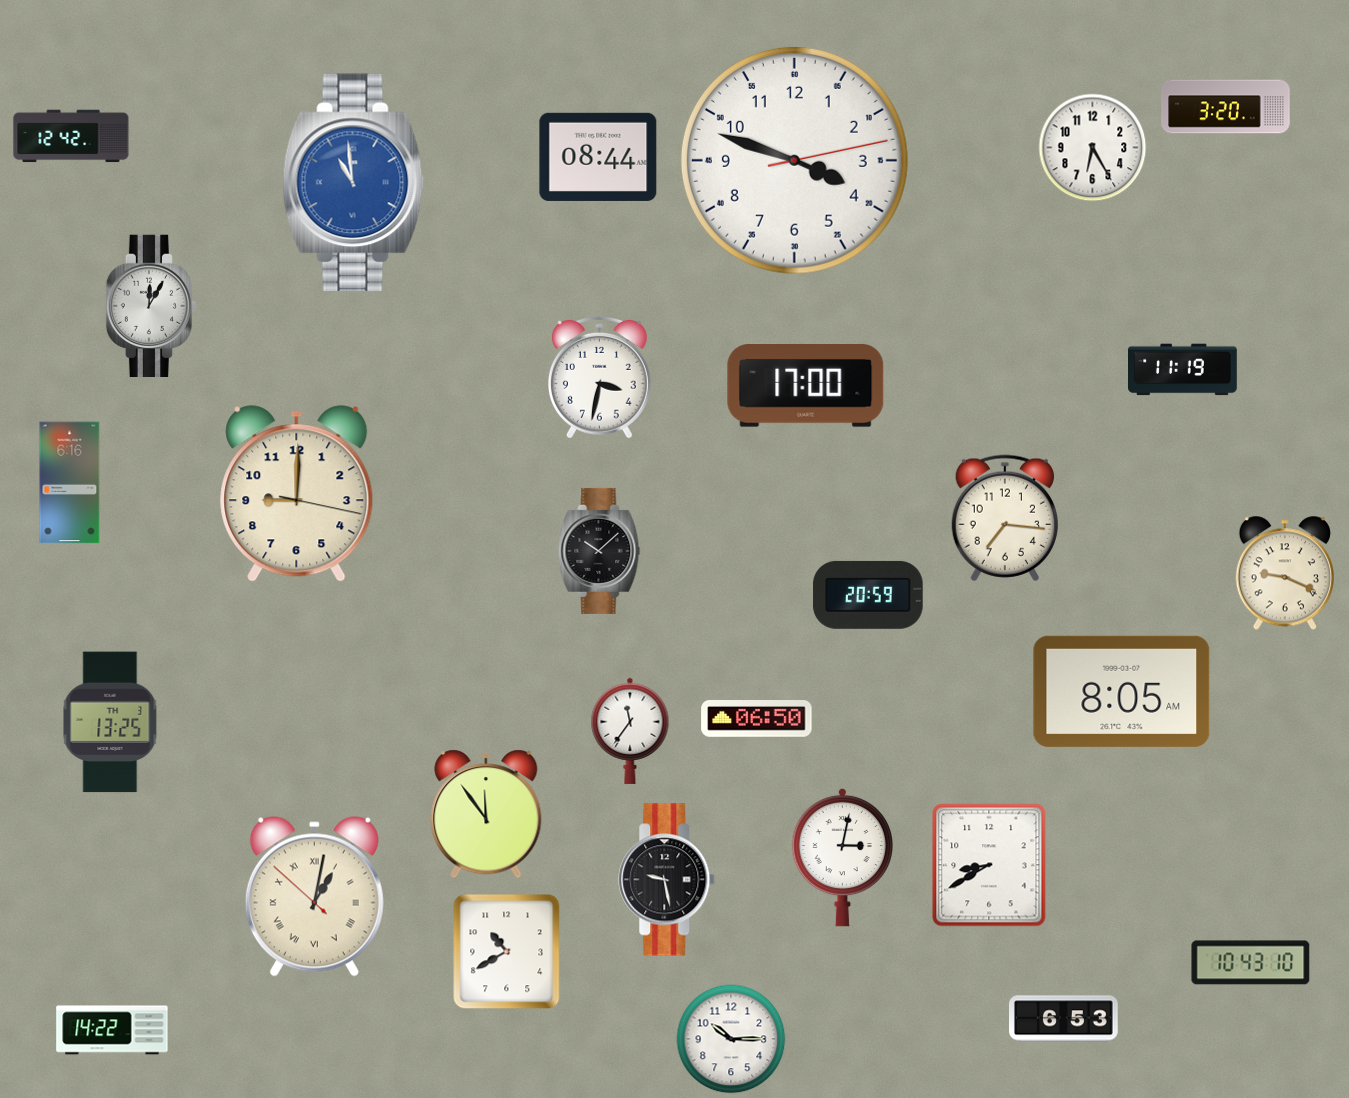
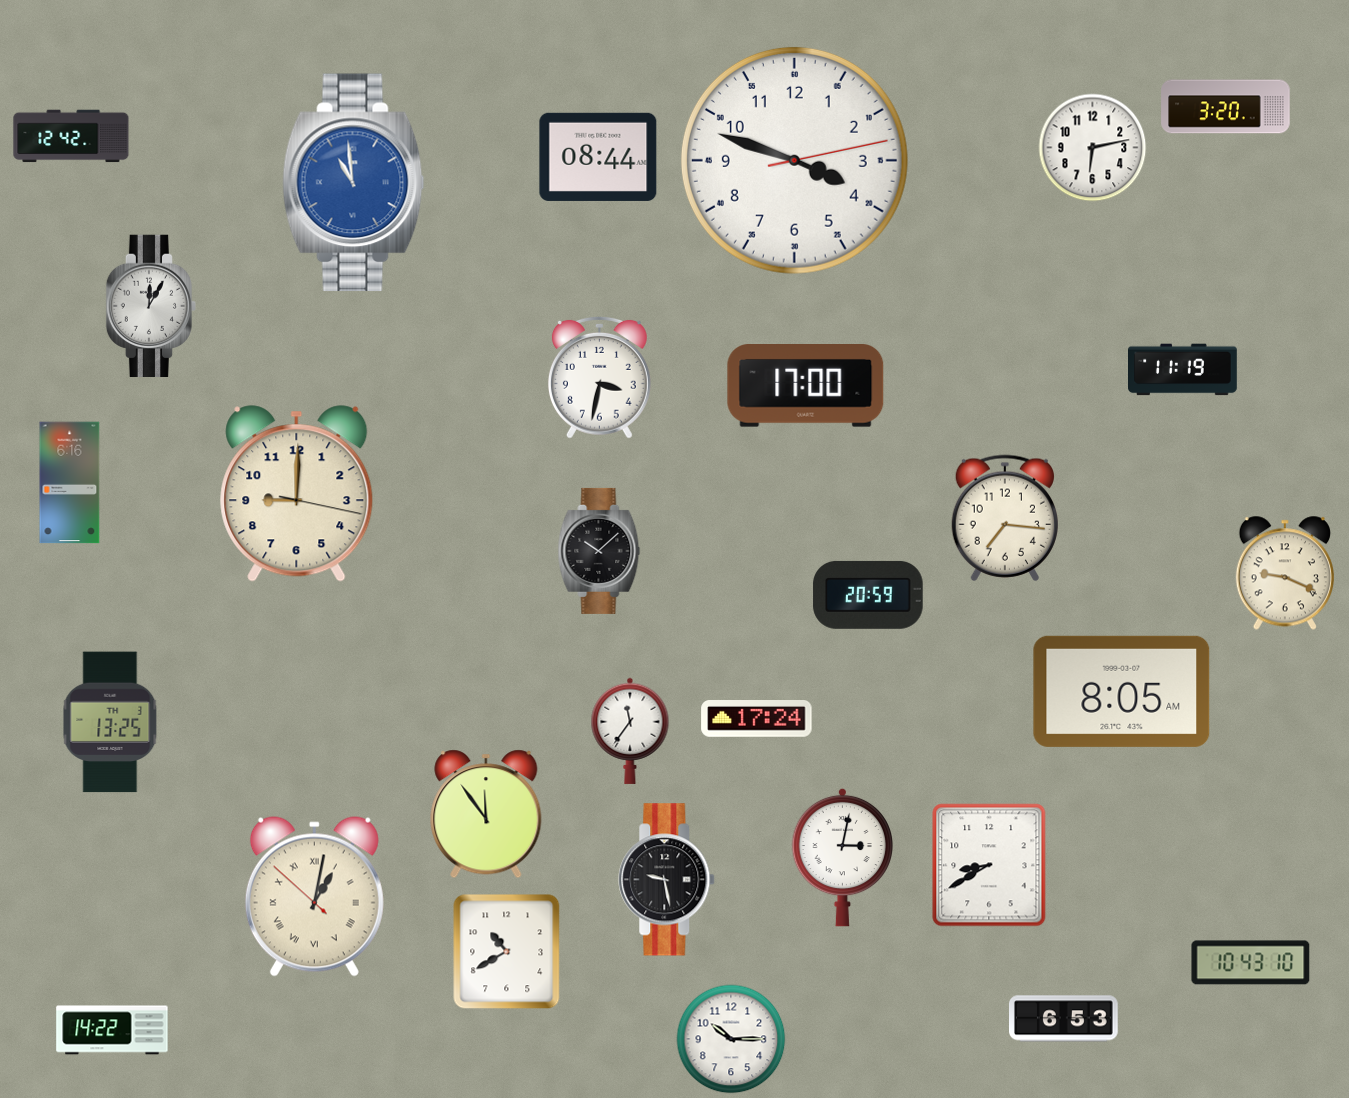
clock at (1093, 148): 6:25 -> 6:13
clock at (757, 719): 06:50 -> 17:24
